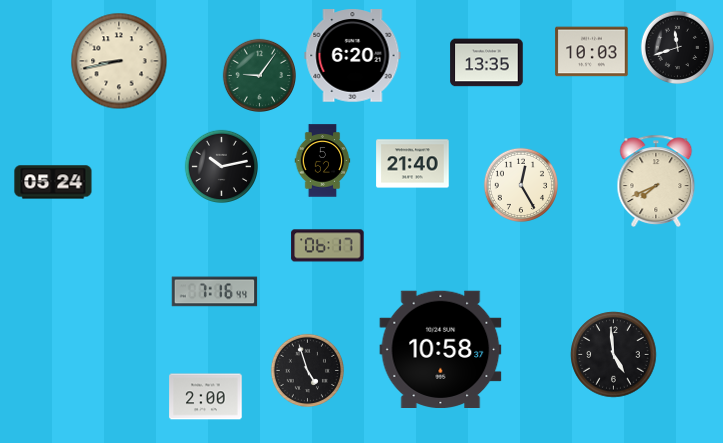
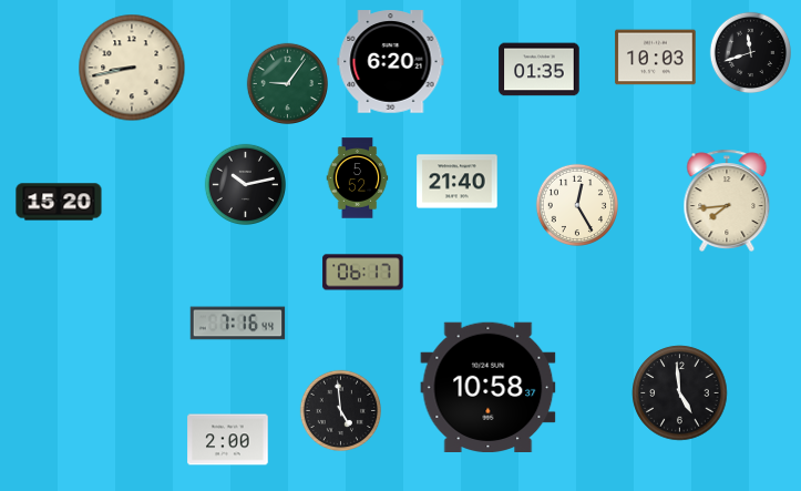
clock at (487, 63): 13:35 -> 01:35
clock at (656, 180): 7:41 -> 7:44
clock at (53, 182): 05:24 -> 15:20
clock at (307, 370): 4:57 -> 4:59
